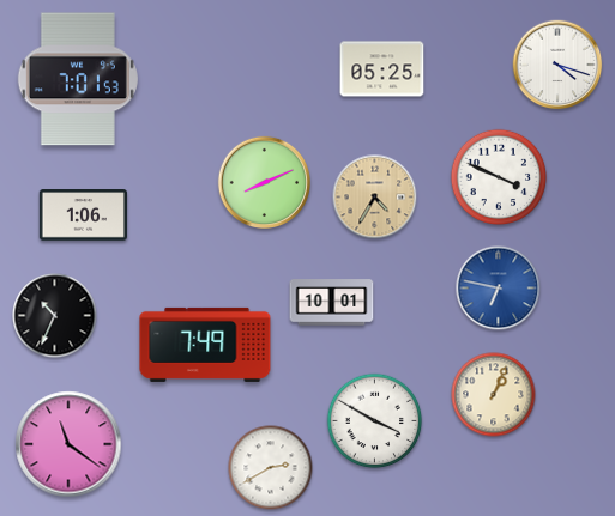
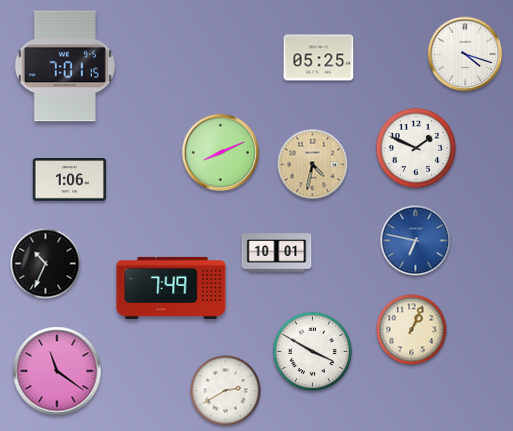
clock at (78, 79): 7:01:53 -> 7:01:15
clock at (499, 177): 3:49 -> 1:49
clock at (375, 198): 4:35 -> 4:32
